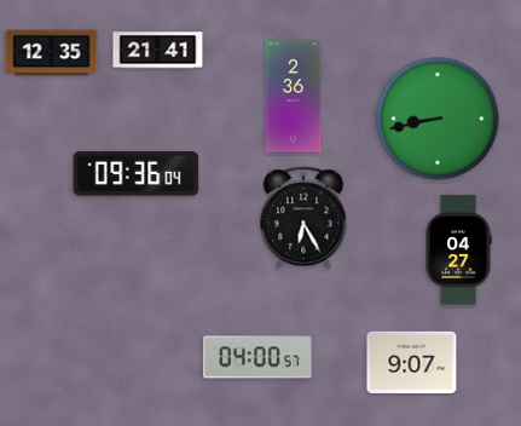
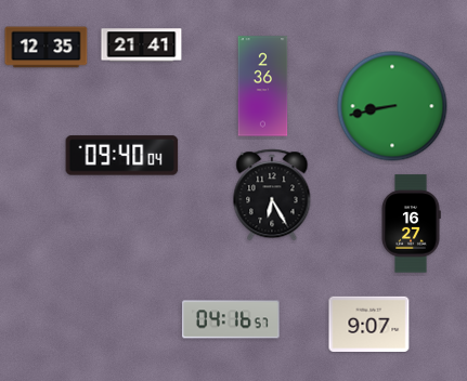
clock at (137, 174): 09:36 -> 09:40
clock at (458, 251): 04:27 -> 16:27
clock at (257, 357): 04:00 -> 04:16
